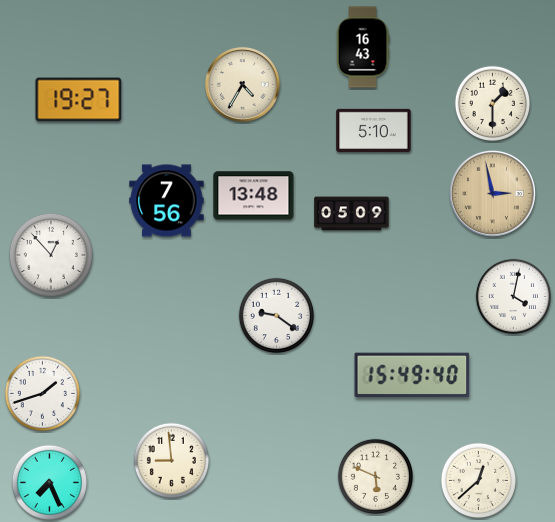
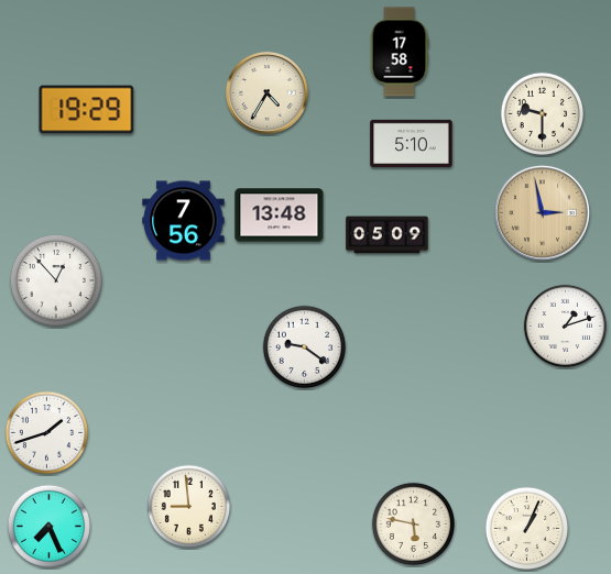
clock at (363, 47): 16:43 -> 17:58
clock at (79, 100): 19:27 -> 19:29
clock at (492, 103): 1:30 -> 9:30
clock at (513, 296): 4:02 -> 1:12
clock at (412, 375): 15:49 -> none
clock at (375, 476): 5:49 -> 5:47
clock at (478, 480): 12:38 -> 1:04
clock at (49, 482) position: (49, 482) -> (48, 526)
